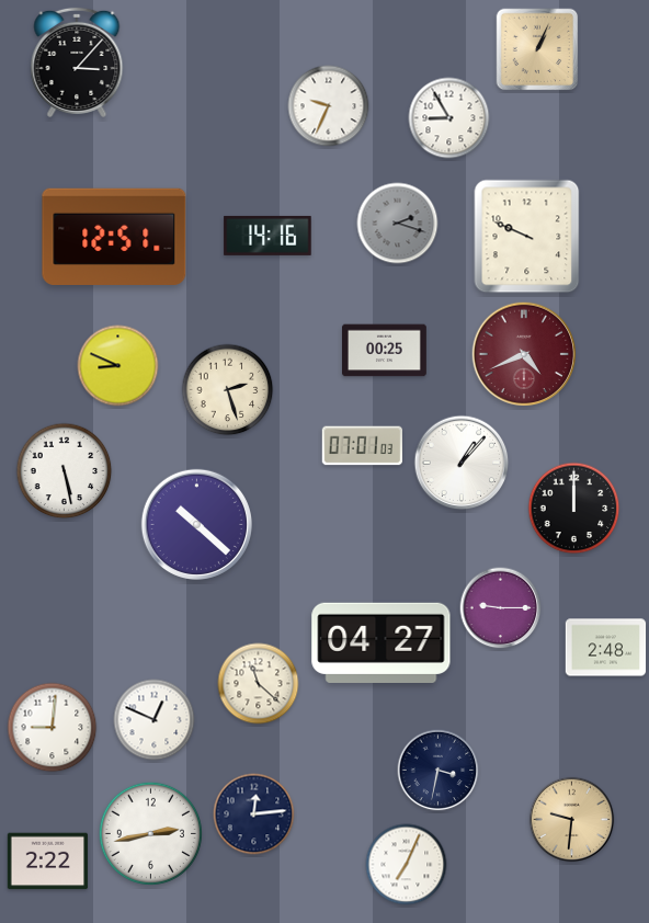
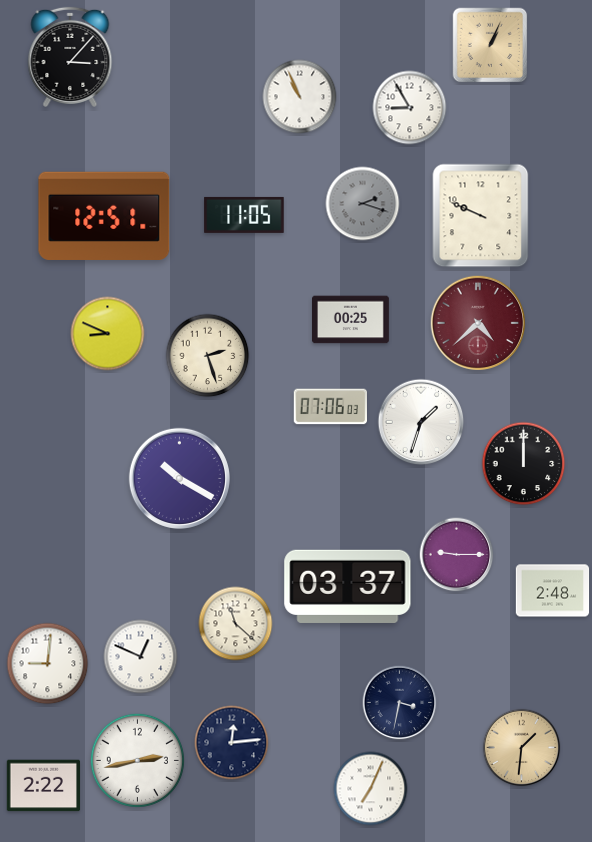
clock at (329, 106): 9:34 -> 10:56
clock at (267, 236): 14:16 -> 11:05
clock at (524, 354): 4:41 -> 4:38
clock at (362, 446): 07:01 -> 07:06
clock at (462, 463): 1:07 -> 1:33
clock at (65, 471): 5:28 -> none
clock at (196, 524): 10:22 -> 10:20
clock at (382, 642): 04:27 -> 03:37
clock at (572, 820): 9:31 -> 1:31
